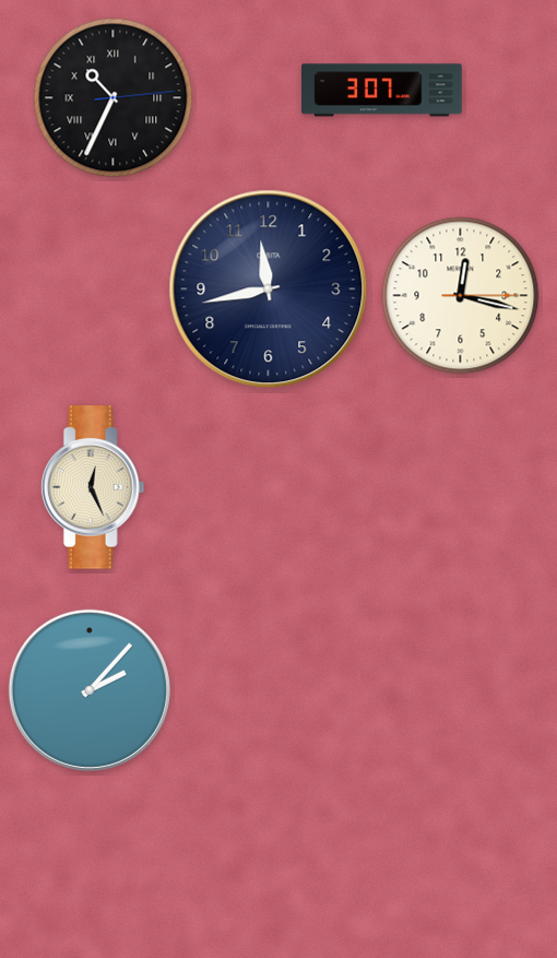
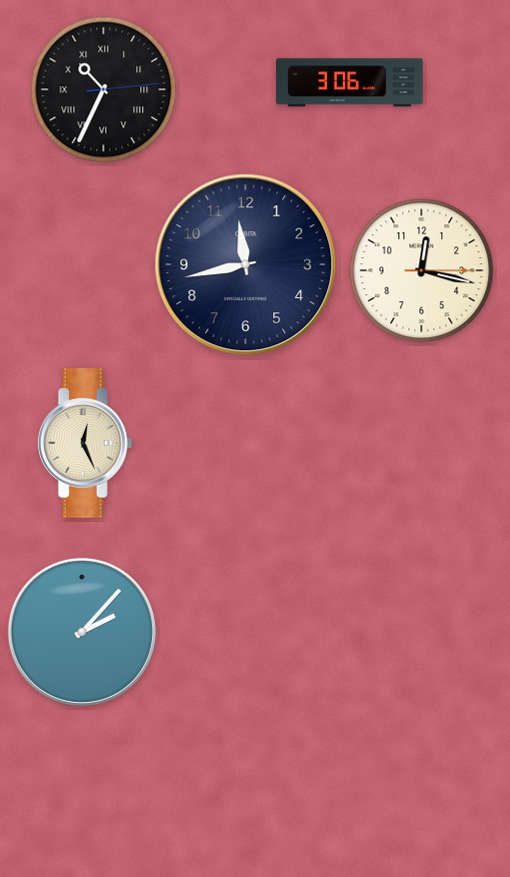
clock at (382, 91): 3:07 -> 3:06
clock at (93, 487) position: (93, 487) -> (85, 443)
